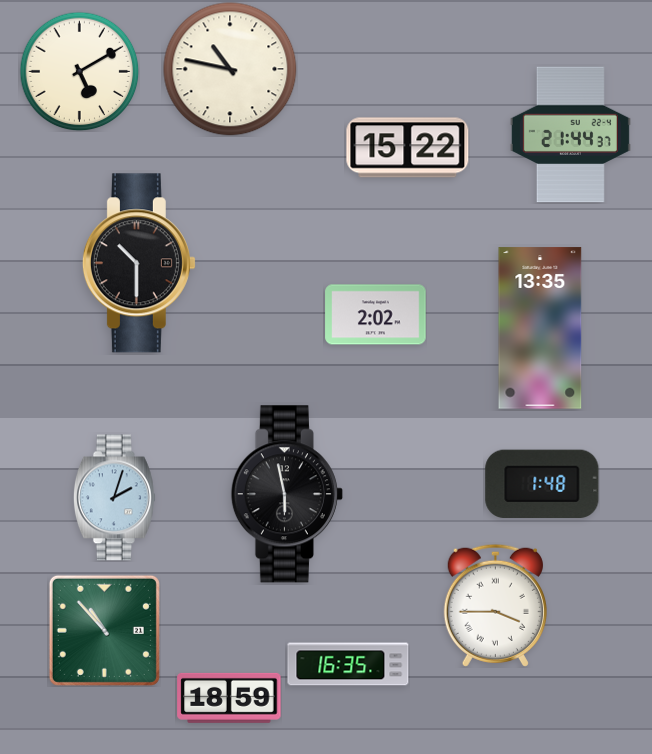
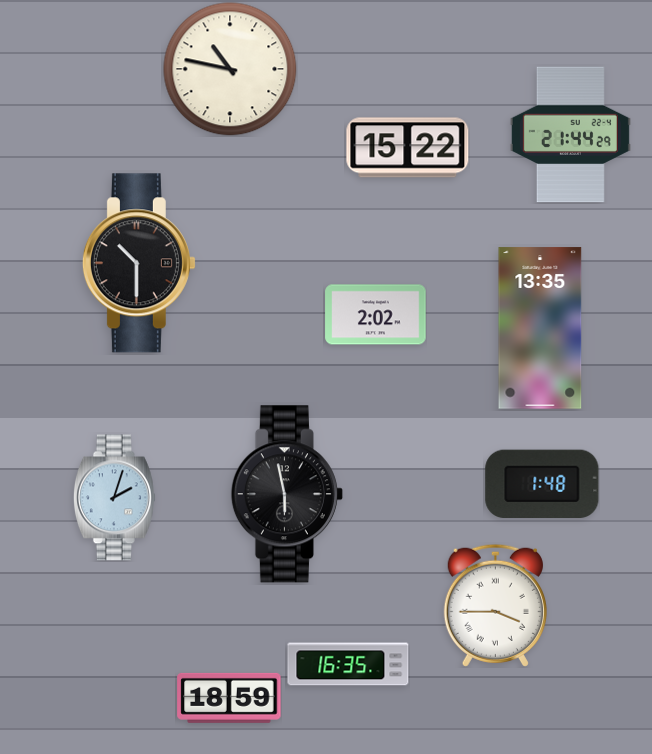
clock at (79, 71): 5:10 -> none
clock at (570, 135): 21:44:37 -> 21:44:29
clock at (104, 630): 10:53 -> none
